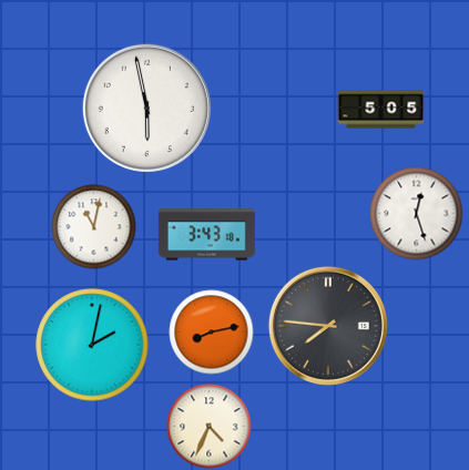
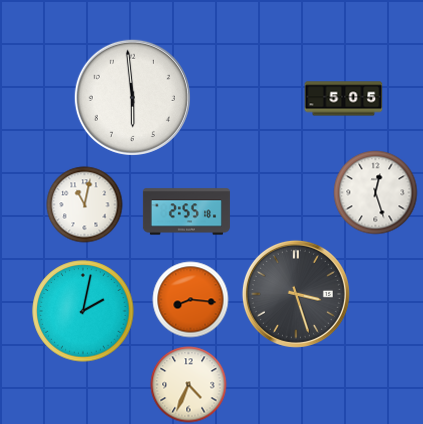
clock at (146, 108): 5:58 -> 5:59
clock at (206, 235): 3:43 -> 2:55
clock at (328, 326): 7:46 -> 3:27
clock at (212, 333): 8:13 -> 8:16
